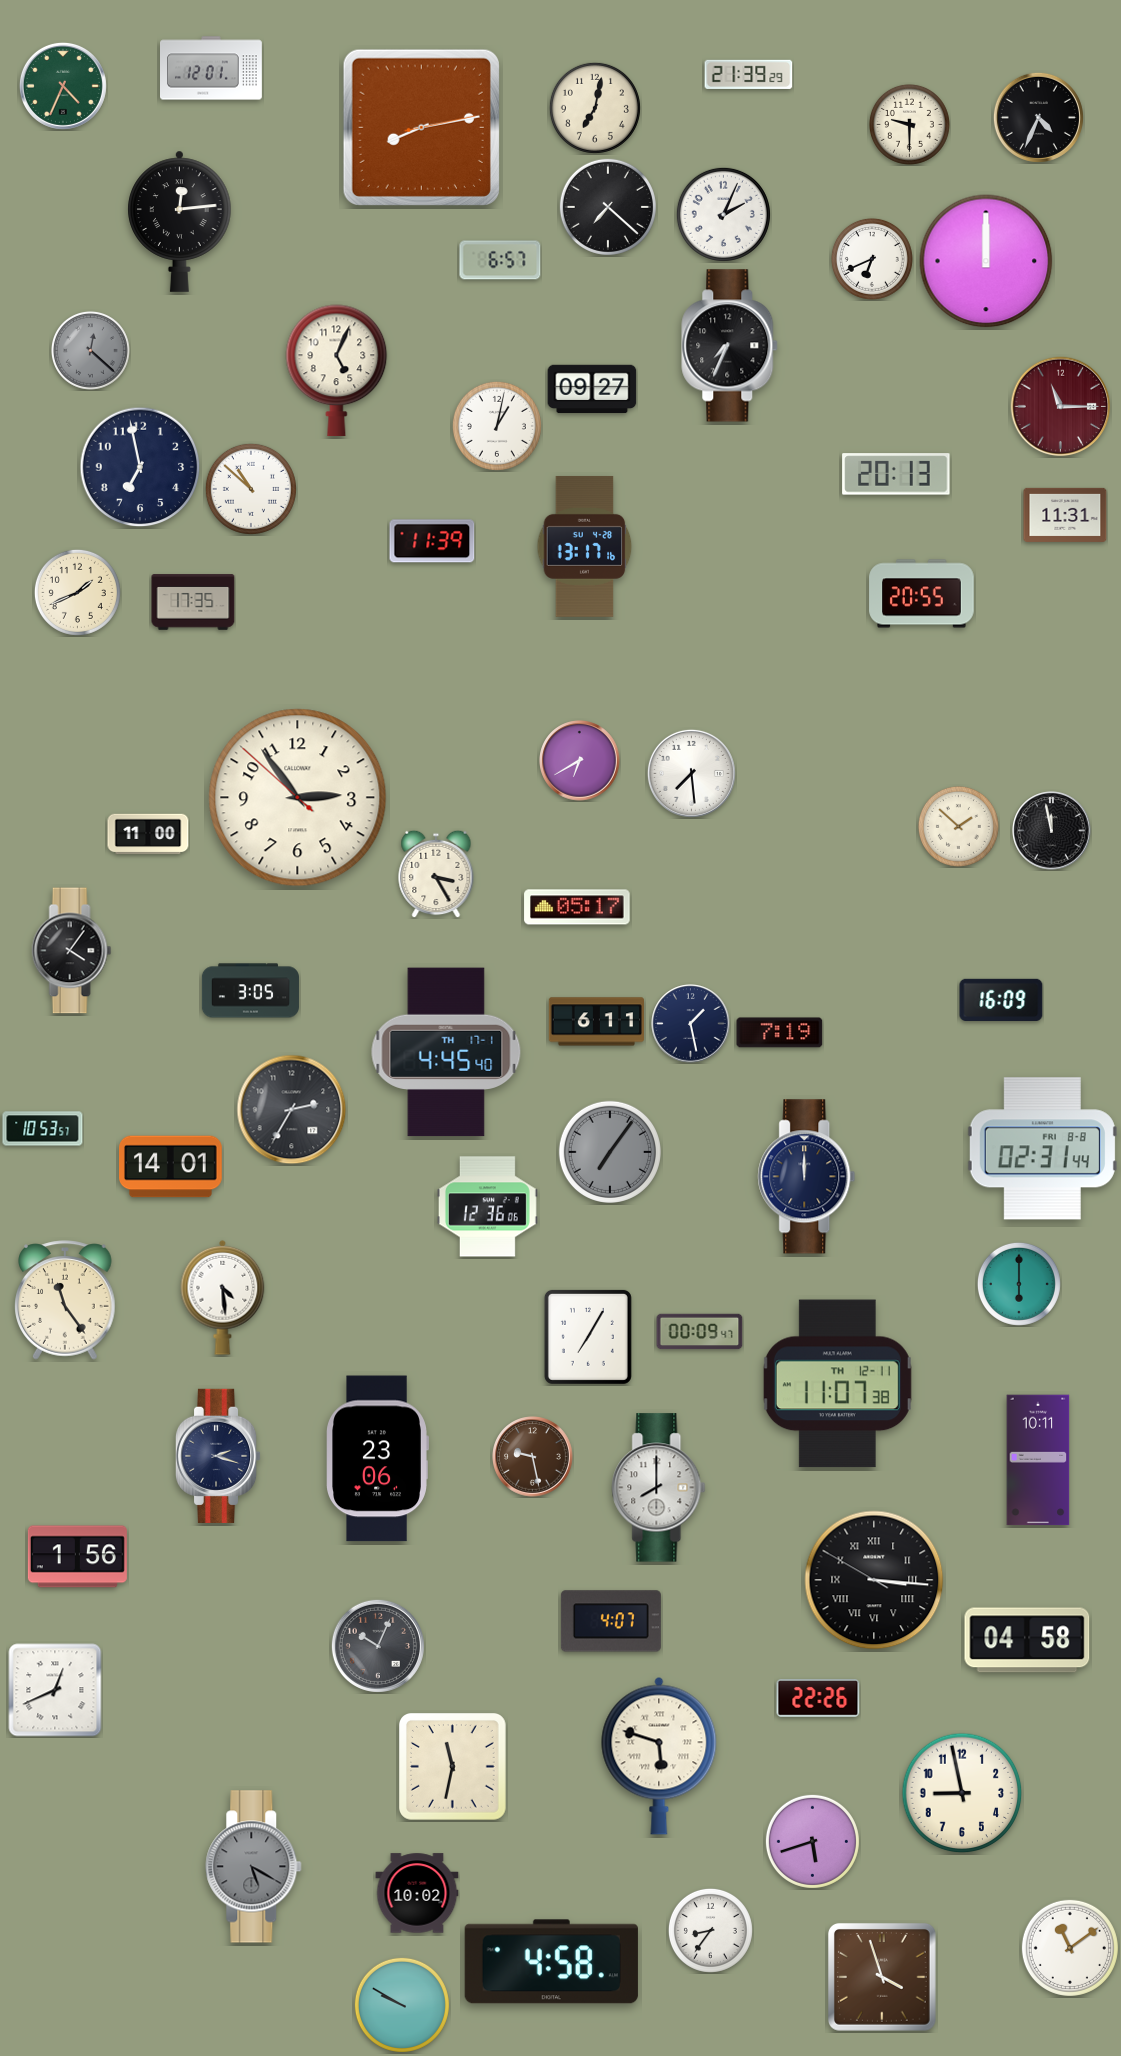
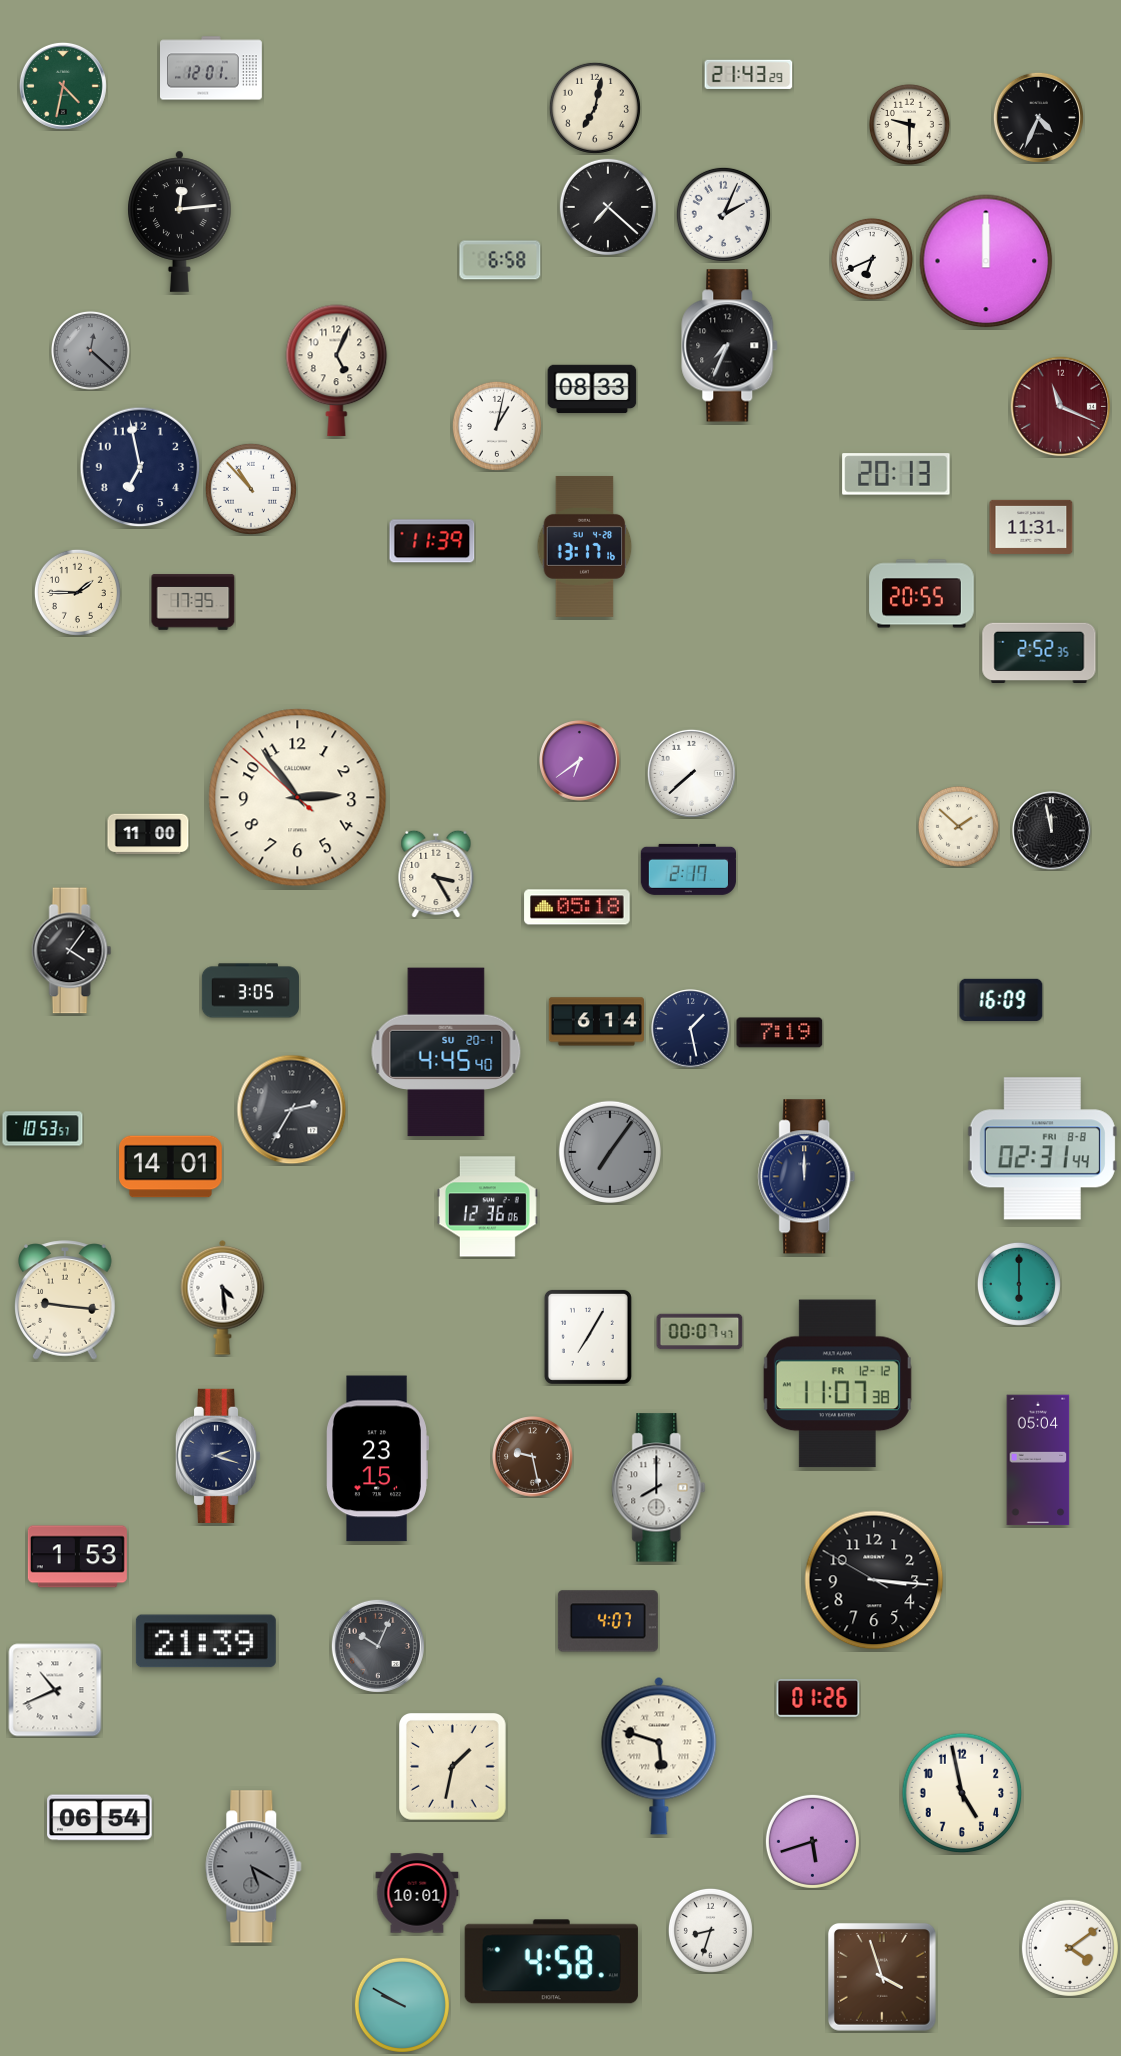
clock at (749, 74): 21:39 -> 21:43
clock at (63, 86): 4:34 -> 4:32
clock at (421, 127): 8:13 -> none
clock at (500, 260): 6:57 -> 6:58
clock at (592, 389): 09:27 -> 08:33
clock at (1061, 407): 11:15 -> 11:19
clock at (251, 489): 10:52 -> 10:53
clock at (1065, 515) position: (1065, 515) -> (1031, 527)
clock at (77, 592): 1:41 -> 1:45
clock at (1039, 652): none -> 2:52
clock at (580, 761): 6:40 -> 6:39
clock at (691, 773): 7:29 -> 7:38
clock at (688, 869): none -> 2:17
clock at (577, 907): 05:17 -> 05:18
clock at (596, 1022): 6:11 -> 6:14
clock at (691, 1024) position: (691, 1024) -> (691, 1029)
clock at (446, 1052) date: TH 17-1 -> SU 20-1
clock at (66, 1300): 11:24 -> 9:16
clock at (700, 1332): 00:09 -> 00:07
clock at (837, 1384) date: TH 12-11 -> FR 12-12
clock at (377, 1459): 23:06 -> 23:15
clock at (1038, 1460): 10:11 -> 05:04
clock at (77, 1557): 1:56 -> 1:53
clock at (874, 1580) numerals: Roman -> Arabic
clock at (611, 1621) position: (611, 1621) -> (608, 1621)
clock at (1027, 1640): 04:58 -> none
clock at (206, 1641): none -> 21:39
clock at (55, 1690): 12:41 -> 10:41
clock at (818, 1698): 22:26 -> 01:26
clock at (453, 1767): 11:32 -> 1:32
clock at (962, 1793): 8:58 -> 4:58
clock at (100, 1818): none -> 06:54
clock at (417, 1893): 10:02 -> 10:01
clock at (710, 1930): 8:36 -> 8:33
clock at (1070, 1948): 11:09 -> 4:09
